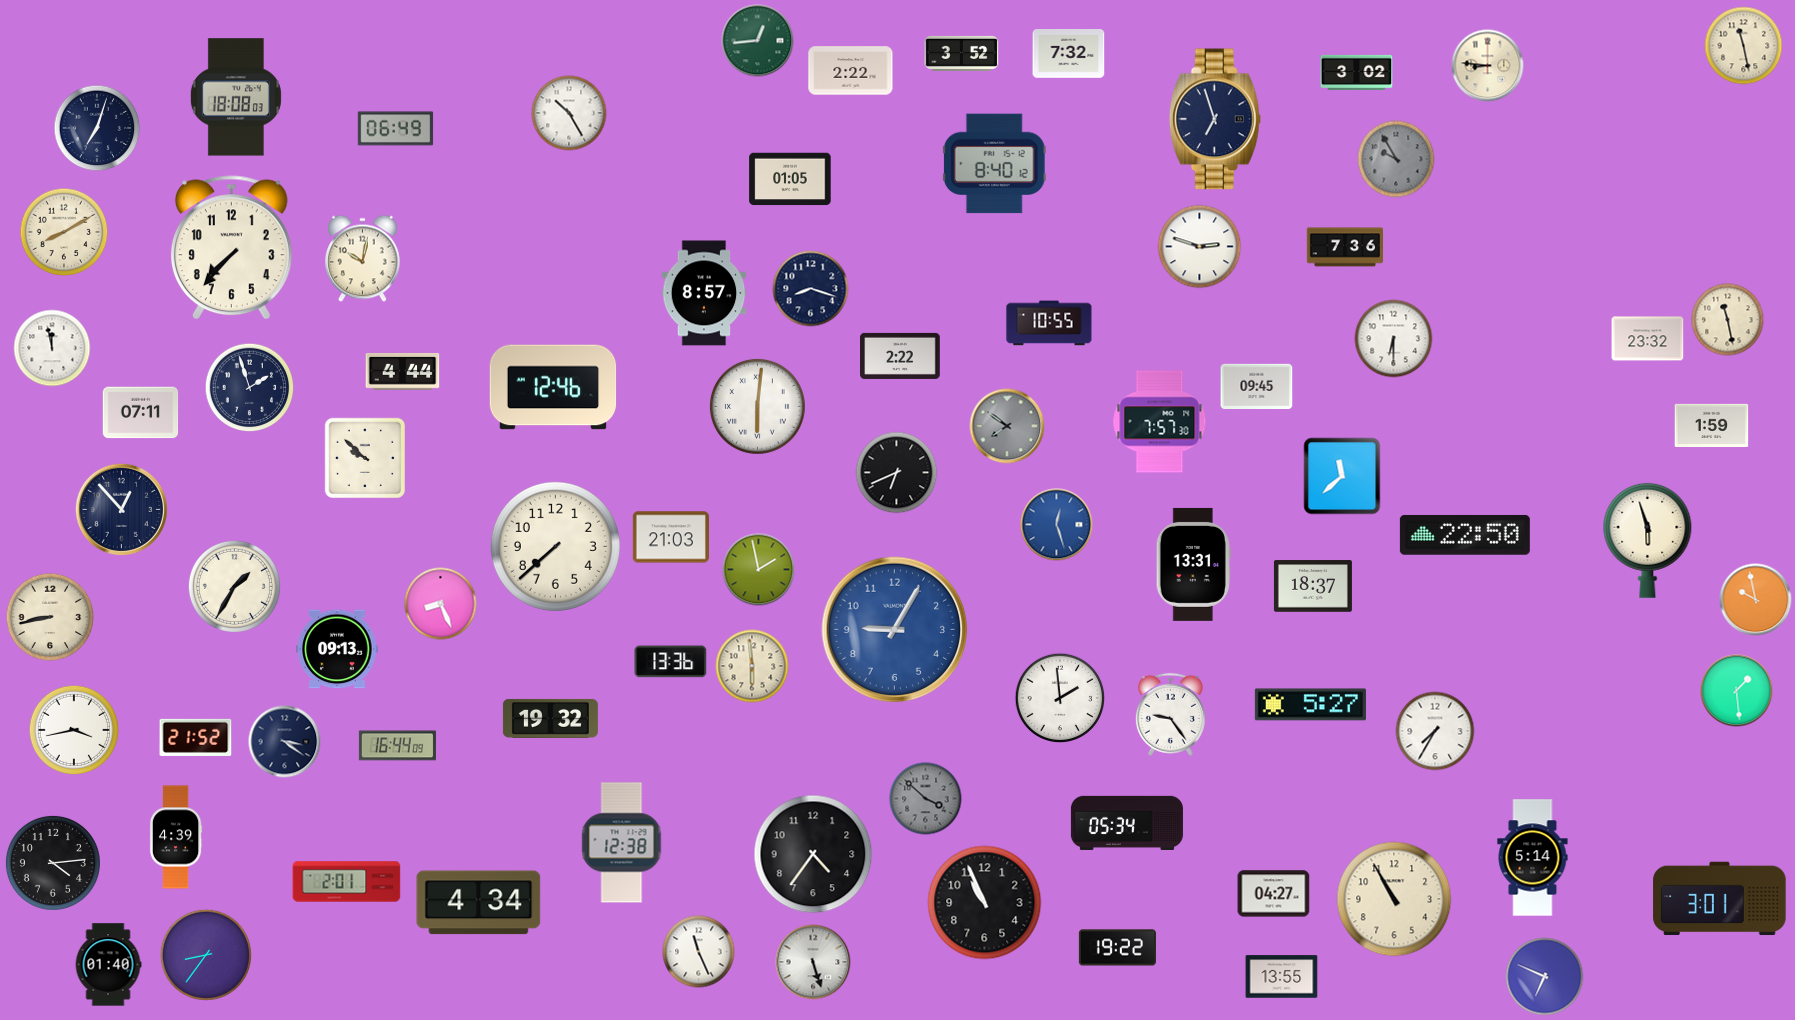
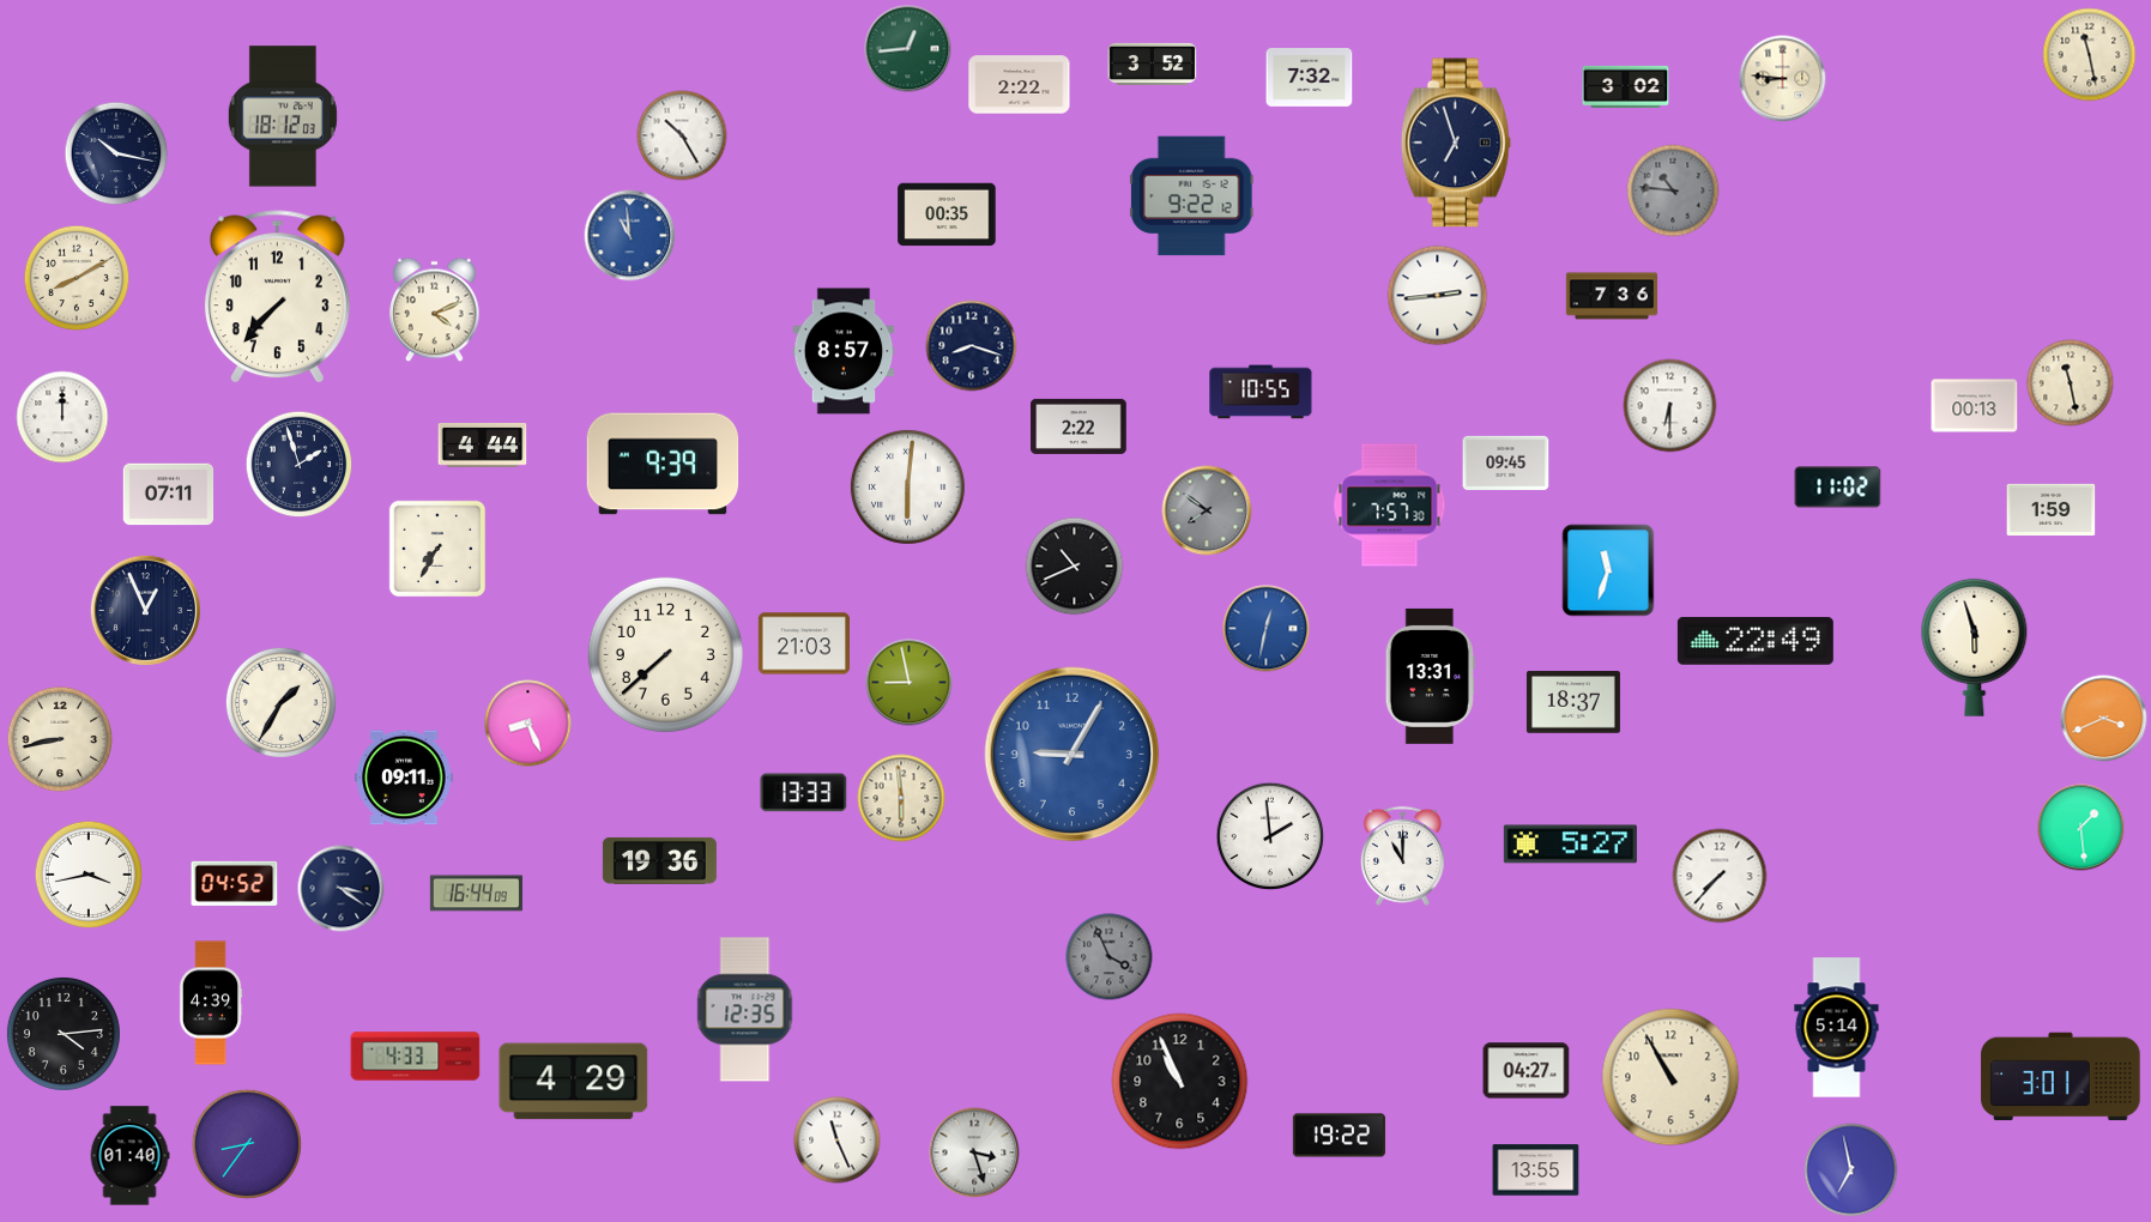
clock at (1069, 54) position: (1069, 54) -> (1310, 78)
clock at (236, 97): 18:08 -> 18:12
clock at (97, 128): 7:03 -> 10:17
clock at (396, 129): 06:49 -> none
clock at (1396, 159): 9:55 -> 10:46
clock at (994, 164): 8:40 -> 9:22
clock at (790, 179): 01:05 -> 00:35
clock at (630, 236): none -> 10:59
clock at (1200, 247): 2:48 -> 2:44
clock at (363, 259): 10:02 -> 4:11
clock at (1049, 323) position: (1049, 323) -> (1261, 392)
clock at (1648, 339): 23:32 -> 00:13
clock at (52, 348): 11:58 -> 12:00
clock at (553, 387): 12:46 -> 9:39
clock at (1838, 488): none -> 11:02
clock at (365, 458): 9:52 -> 7:35
clock at (897, 473): 6:41 -> 10:41
clock at (1342, 476): 11:38 -> 11:33
clock at (121, 509): 12:53 -> 12:56
clock at (1057, 525): 12:27 -> 12:32
clock at (1465, 535): 22:50 -> 22:49
clock at (759, 570): 1:58 -> 8:58
clock at (1756, 600): 9:58 -> 3:41
clock at (337, 649): 09:13 -> 09:11
clock at (671, 662): 13:36 -> 13:33
clock at (1170, 714): 9:24 -> 11:00
clock at (550, 718): 19:32 -> 19:36
clock at (1435, 731): 7:35 -> 7:37
clock at (196, 737): 21:52 -> 04:52
clock at (926, 799): 3:52 -> 3:56
clock at (1127, 823): 05:34 -> none
clock at (622, 843): 12:38 -> 12:35
clock at (813, 854): 4:36 -> none
clock at (347, 882): 2:01 -> 4:33
clock at (479, 903): 4:34 -> 4:29
clock at (813, 962): 5:27 -> 3:27
clock at (1545, 977): 6:49 -> 6:58
